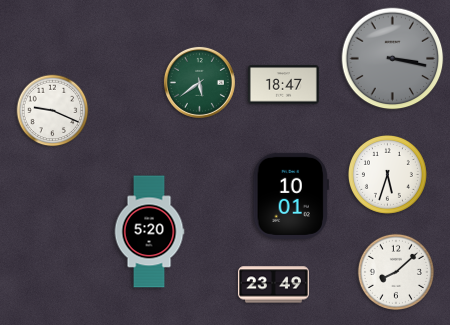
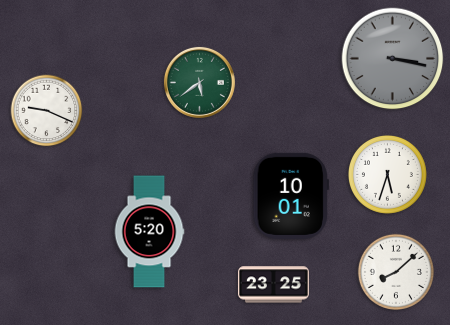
clock at (283, 85): 18:47 -> none
clock at (53, 111) position: (53, 111) -> (47, 111)
clock at (273, 285): 23:49 -> 23:25
